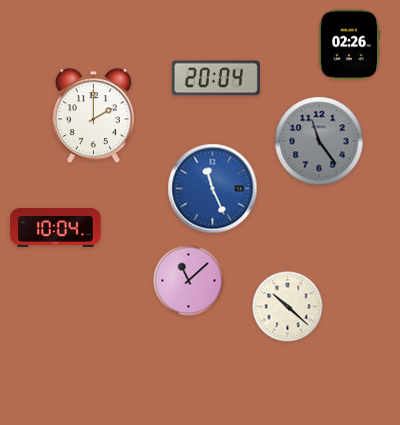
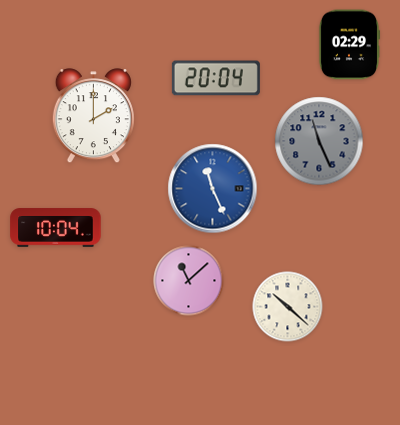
clock at (349, 45): 02:26 -> 02:29
clock at (319, 141): 11:24 -> 11:26
